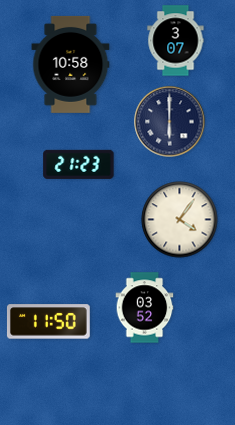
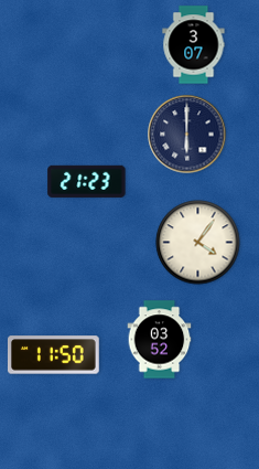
clock at (71, 64): 10:58 -> none
